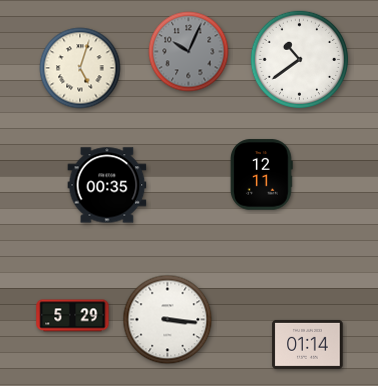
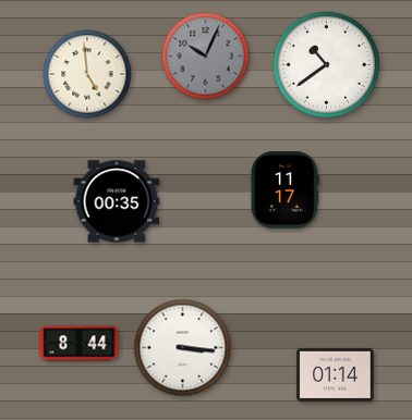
clock at (80, 68): 5:03 -> 4:59
clock at (261, 175): 12:11 -> 11:17
clock at (73, 316): 5:29 -> 8:44
